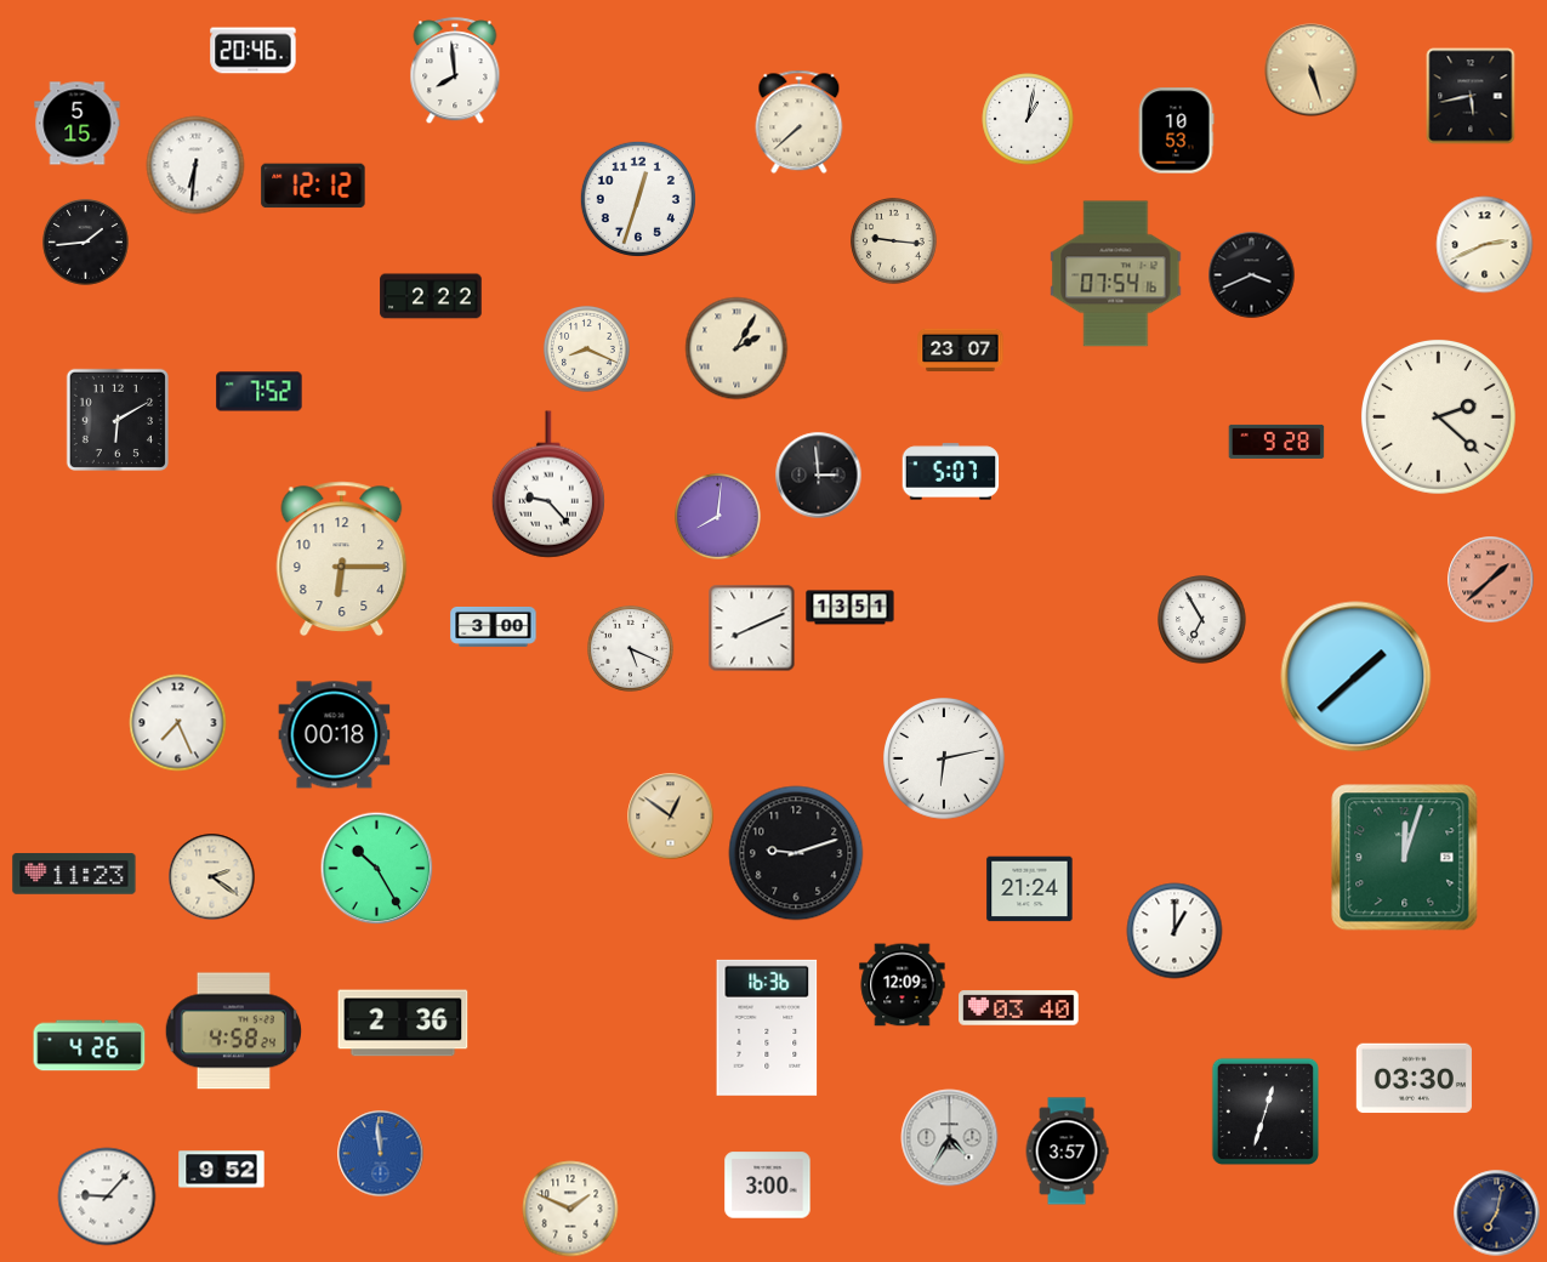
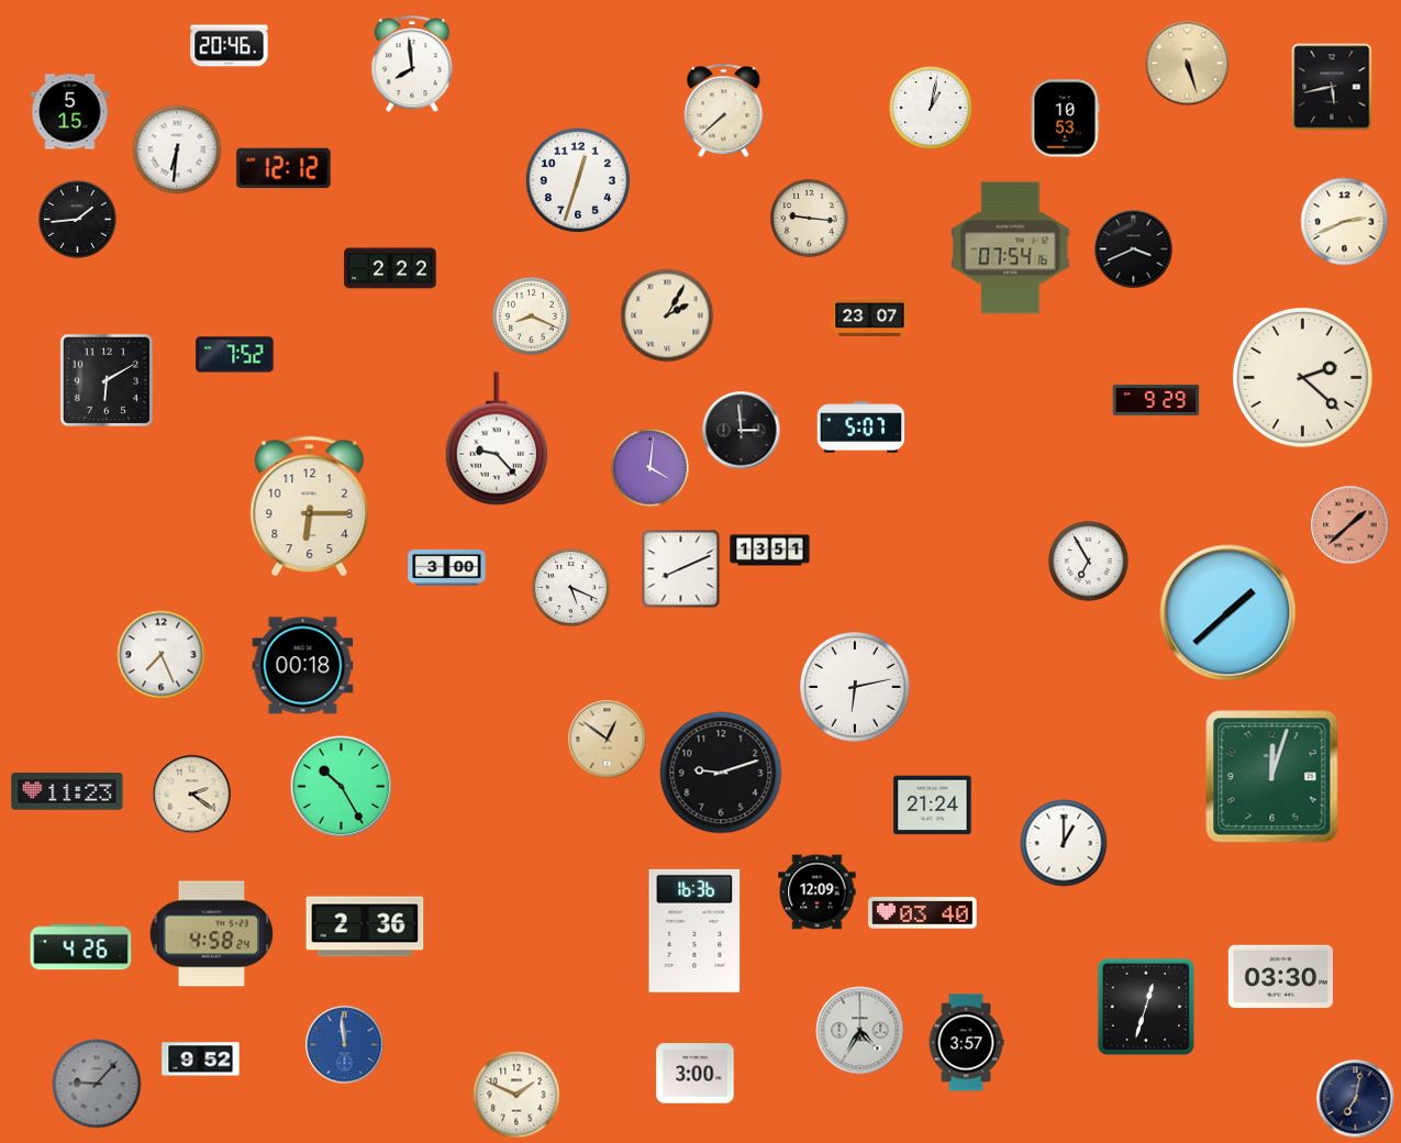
clock at (1276, 442): 9:28 -> 9:29
clock at (718, 517): 8:01 -> 4:01
clock at (107, 1196) dial: white -> grey
